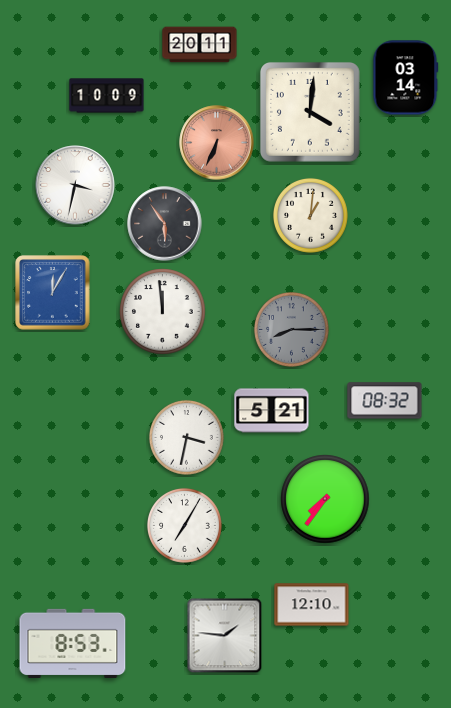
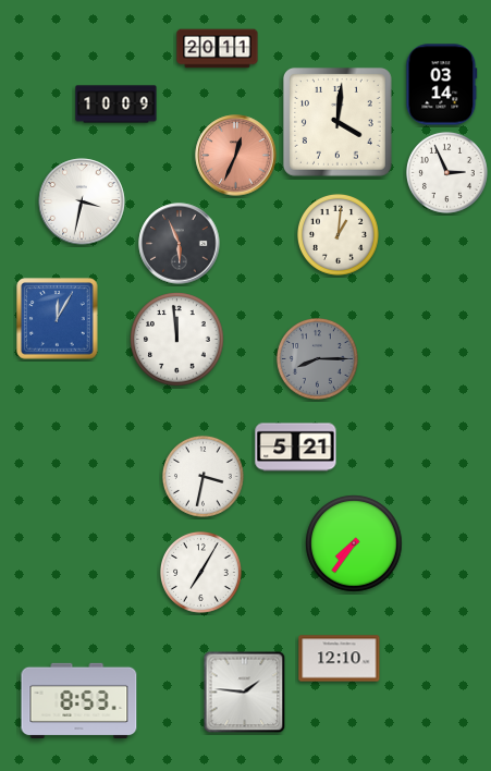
clock at (217, 143): 6:34 -> 12:34
clock at (446, 172): none -> 2:56
clock at (165, 224): 5:54 -> 5:56
clock at (385, 401): 08:32 -> none
